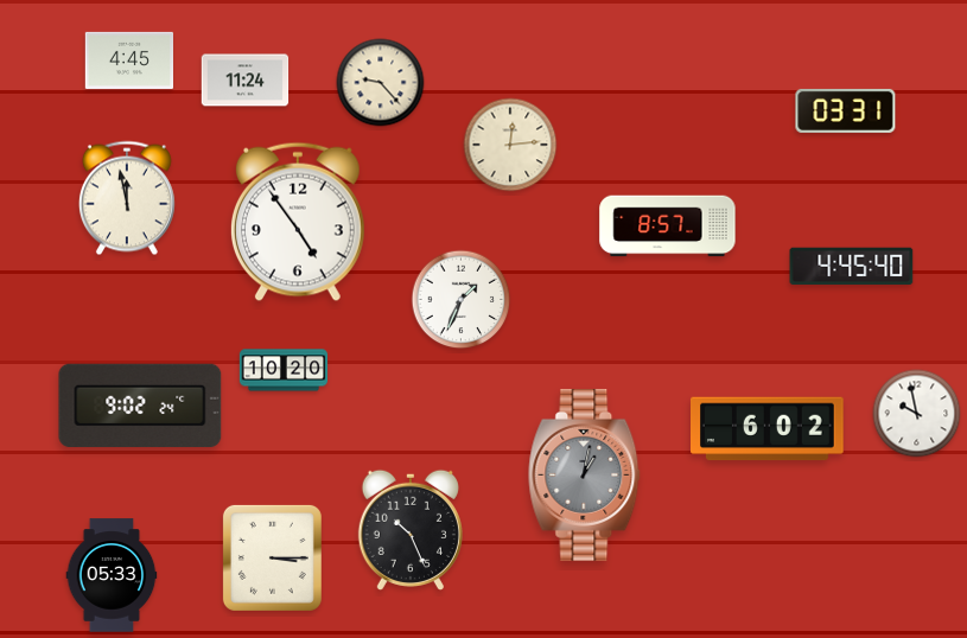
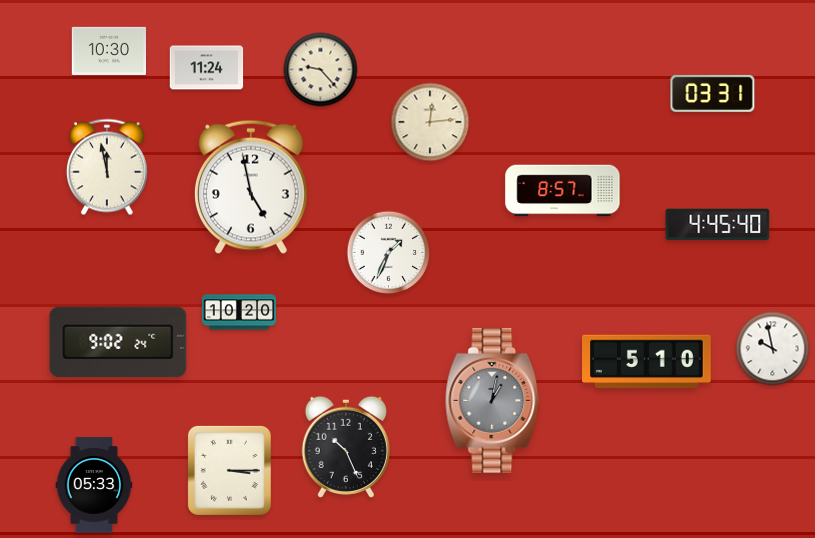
clock at (128, 60): 4:45 -> 10:30
clock at (298, 222): 4:54 -> 4:58
clock at (768, 429): 6:02 -> 5:10
